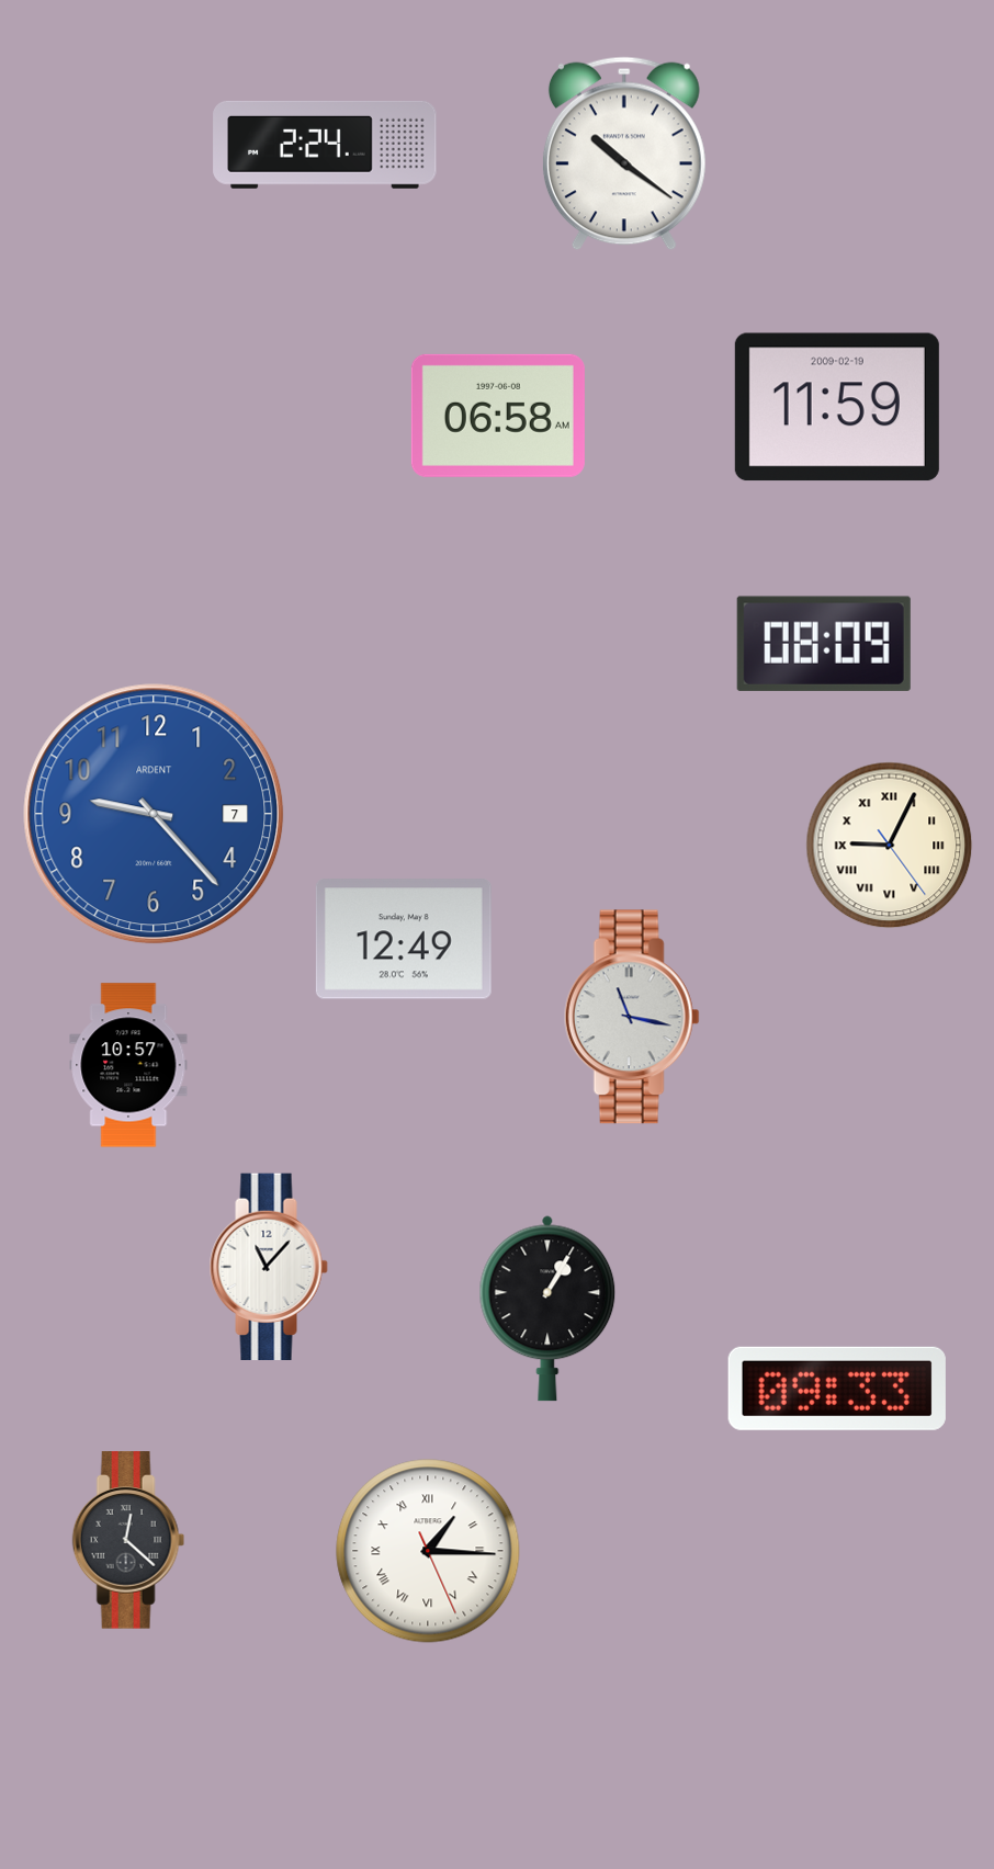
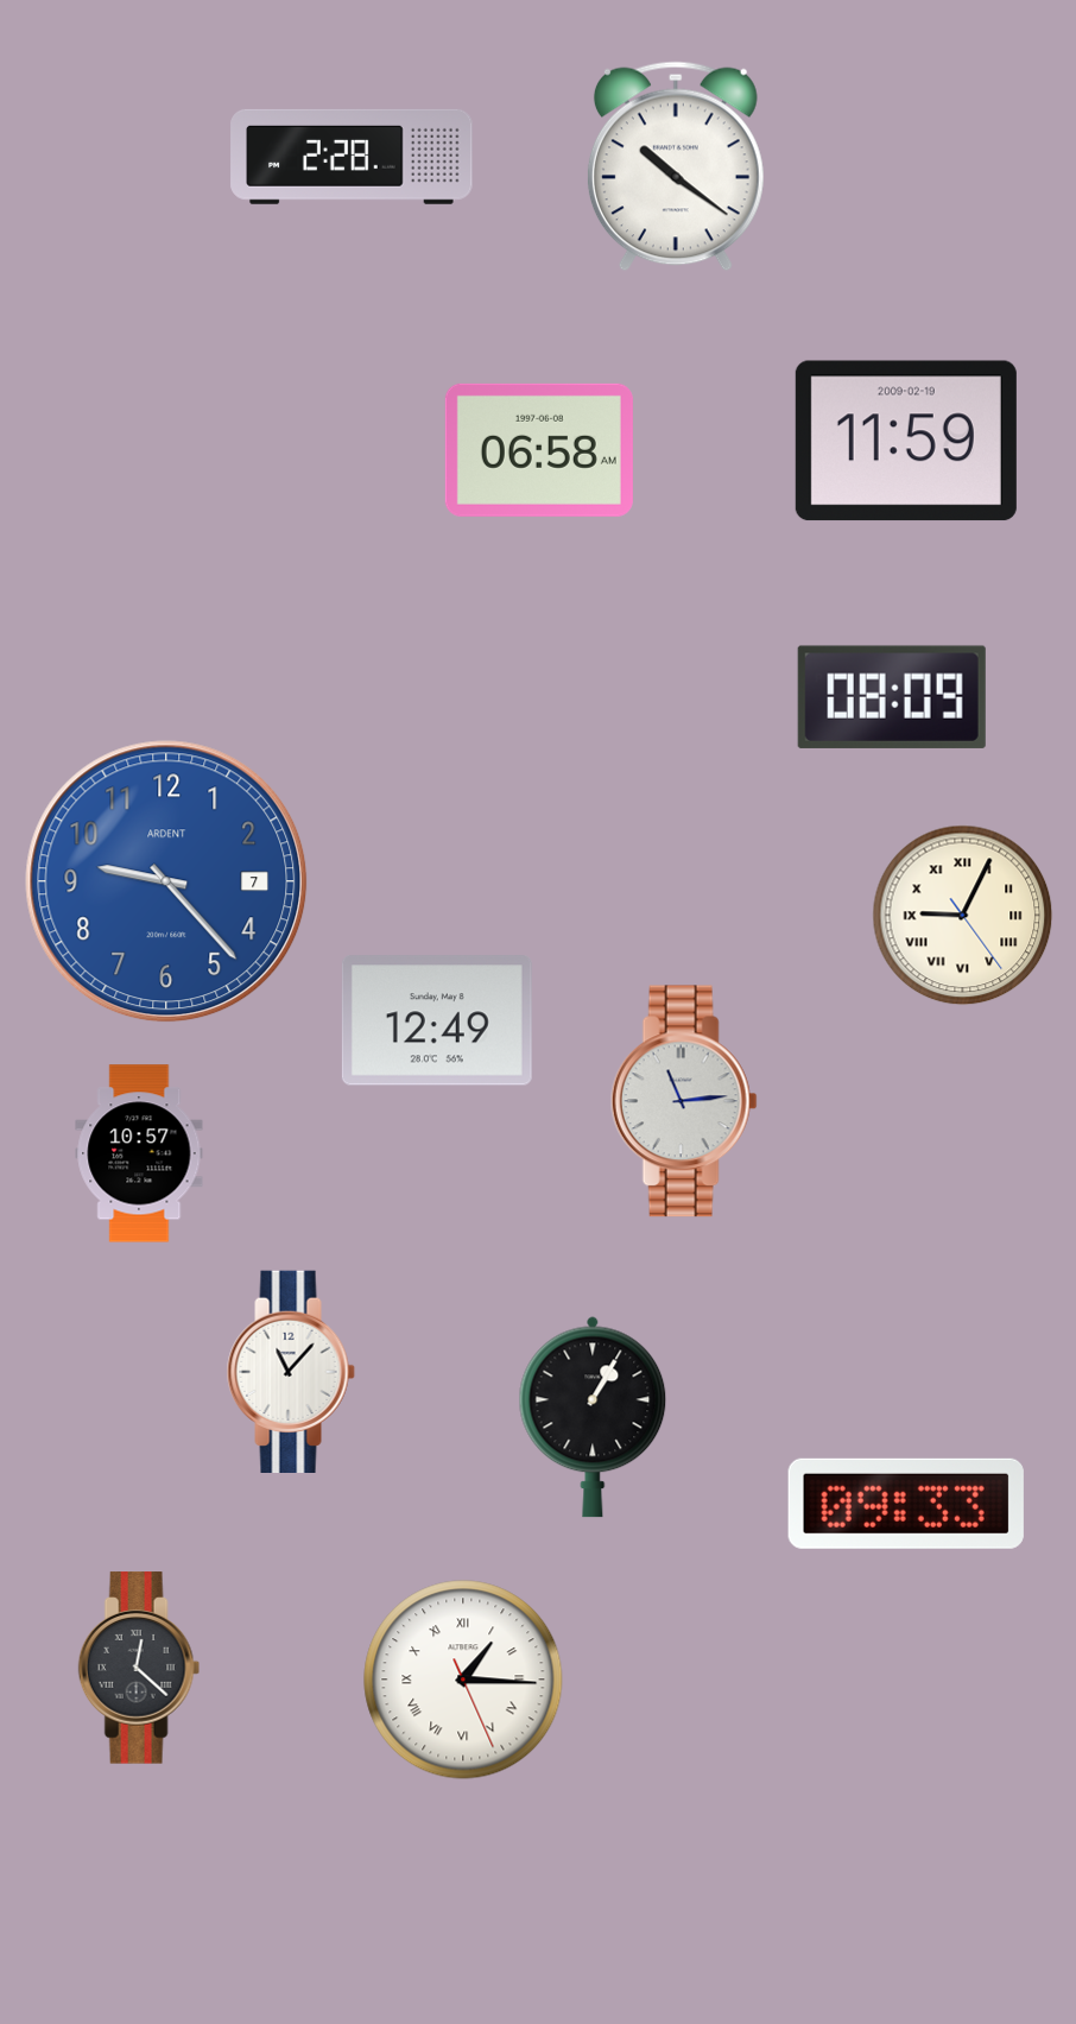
clock at (325, 145): 2:24 -> 2:28
clock at (404, 939) position: (404, 939) -> (437, 1020)
clock at (632, 1017): 11:17 -> 11:14
